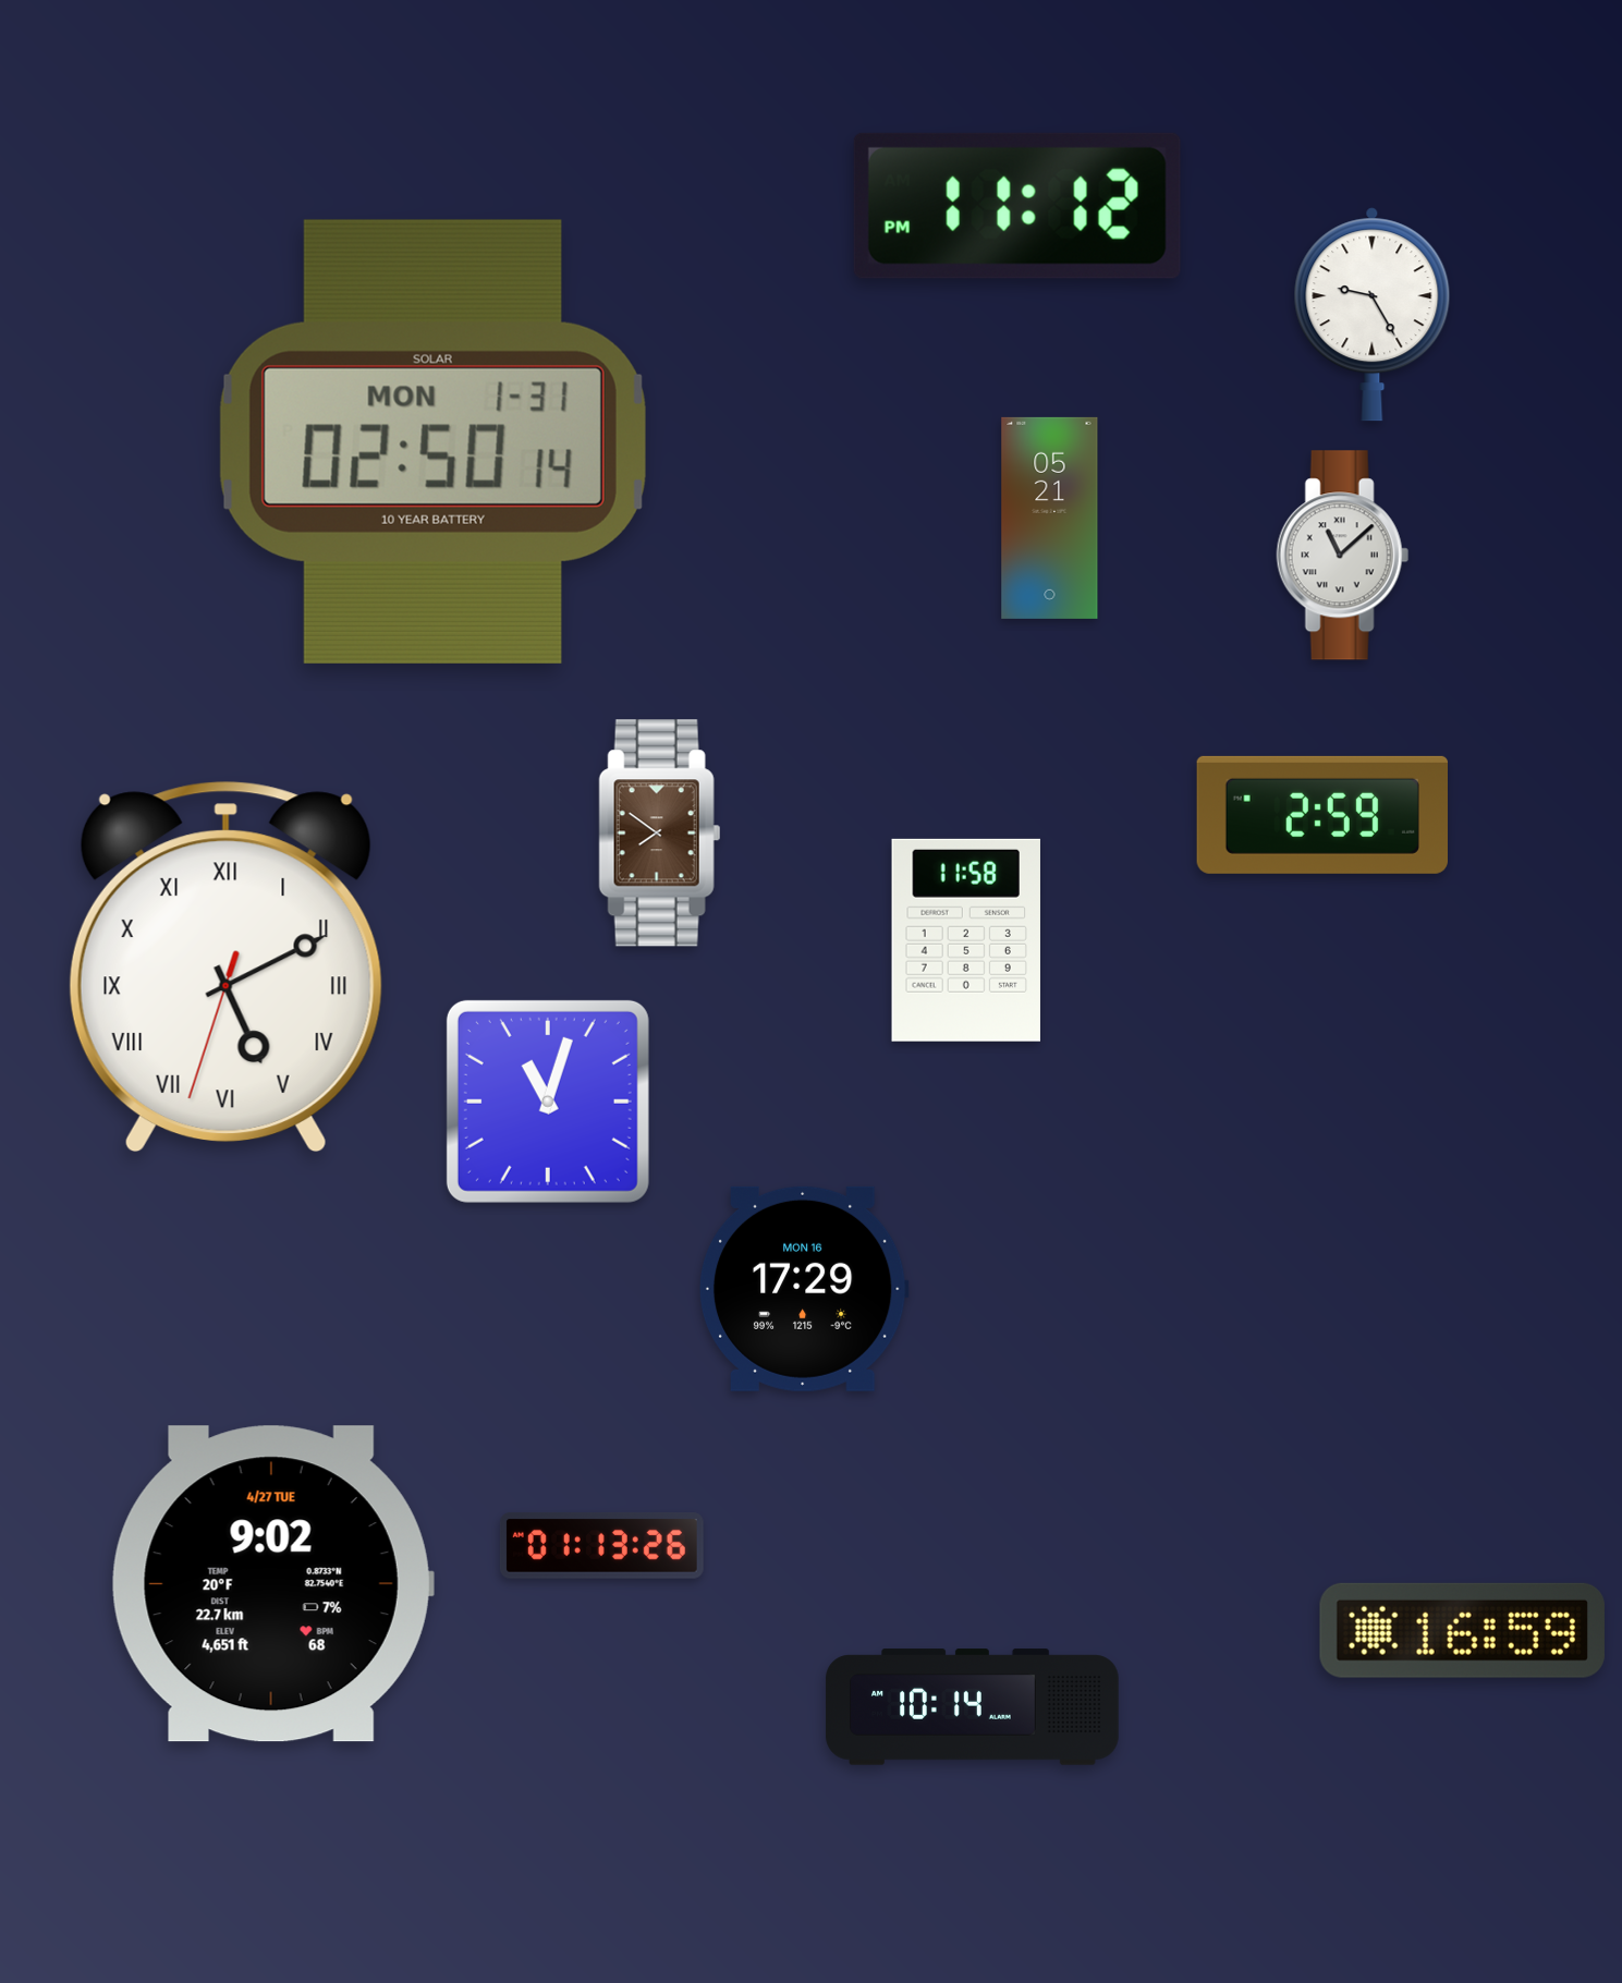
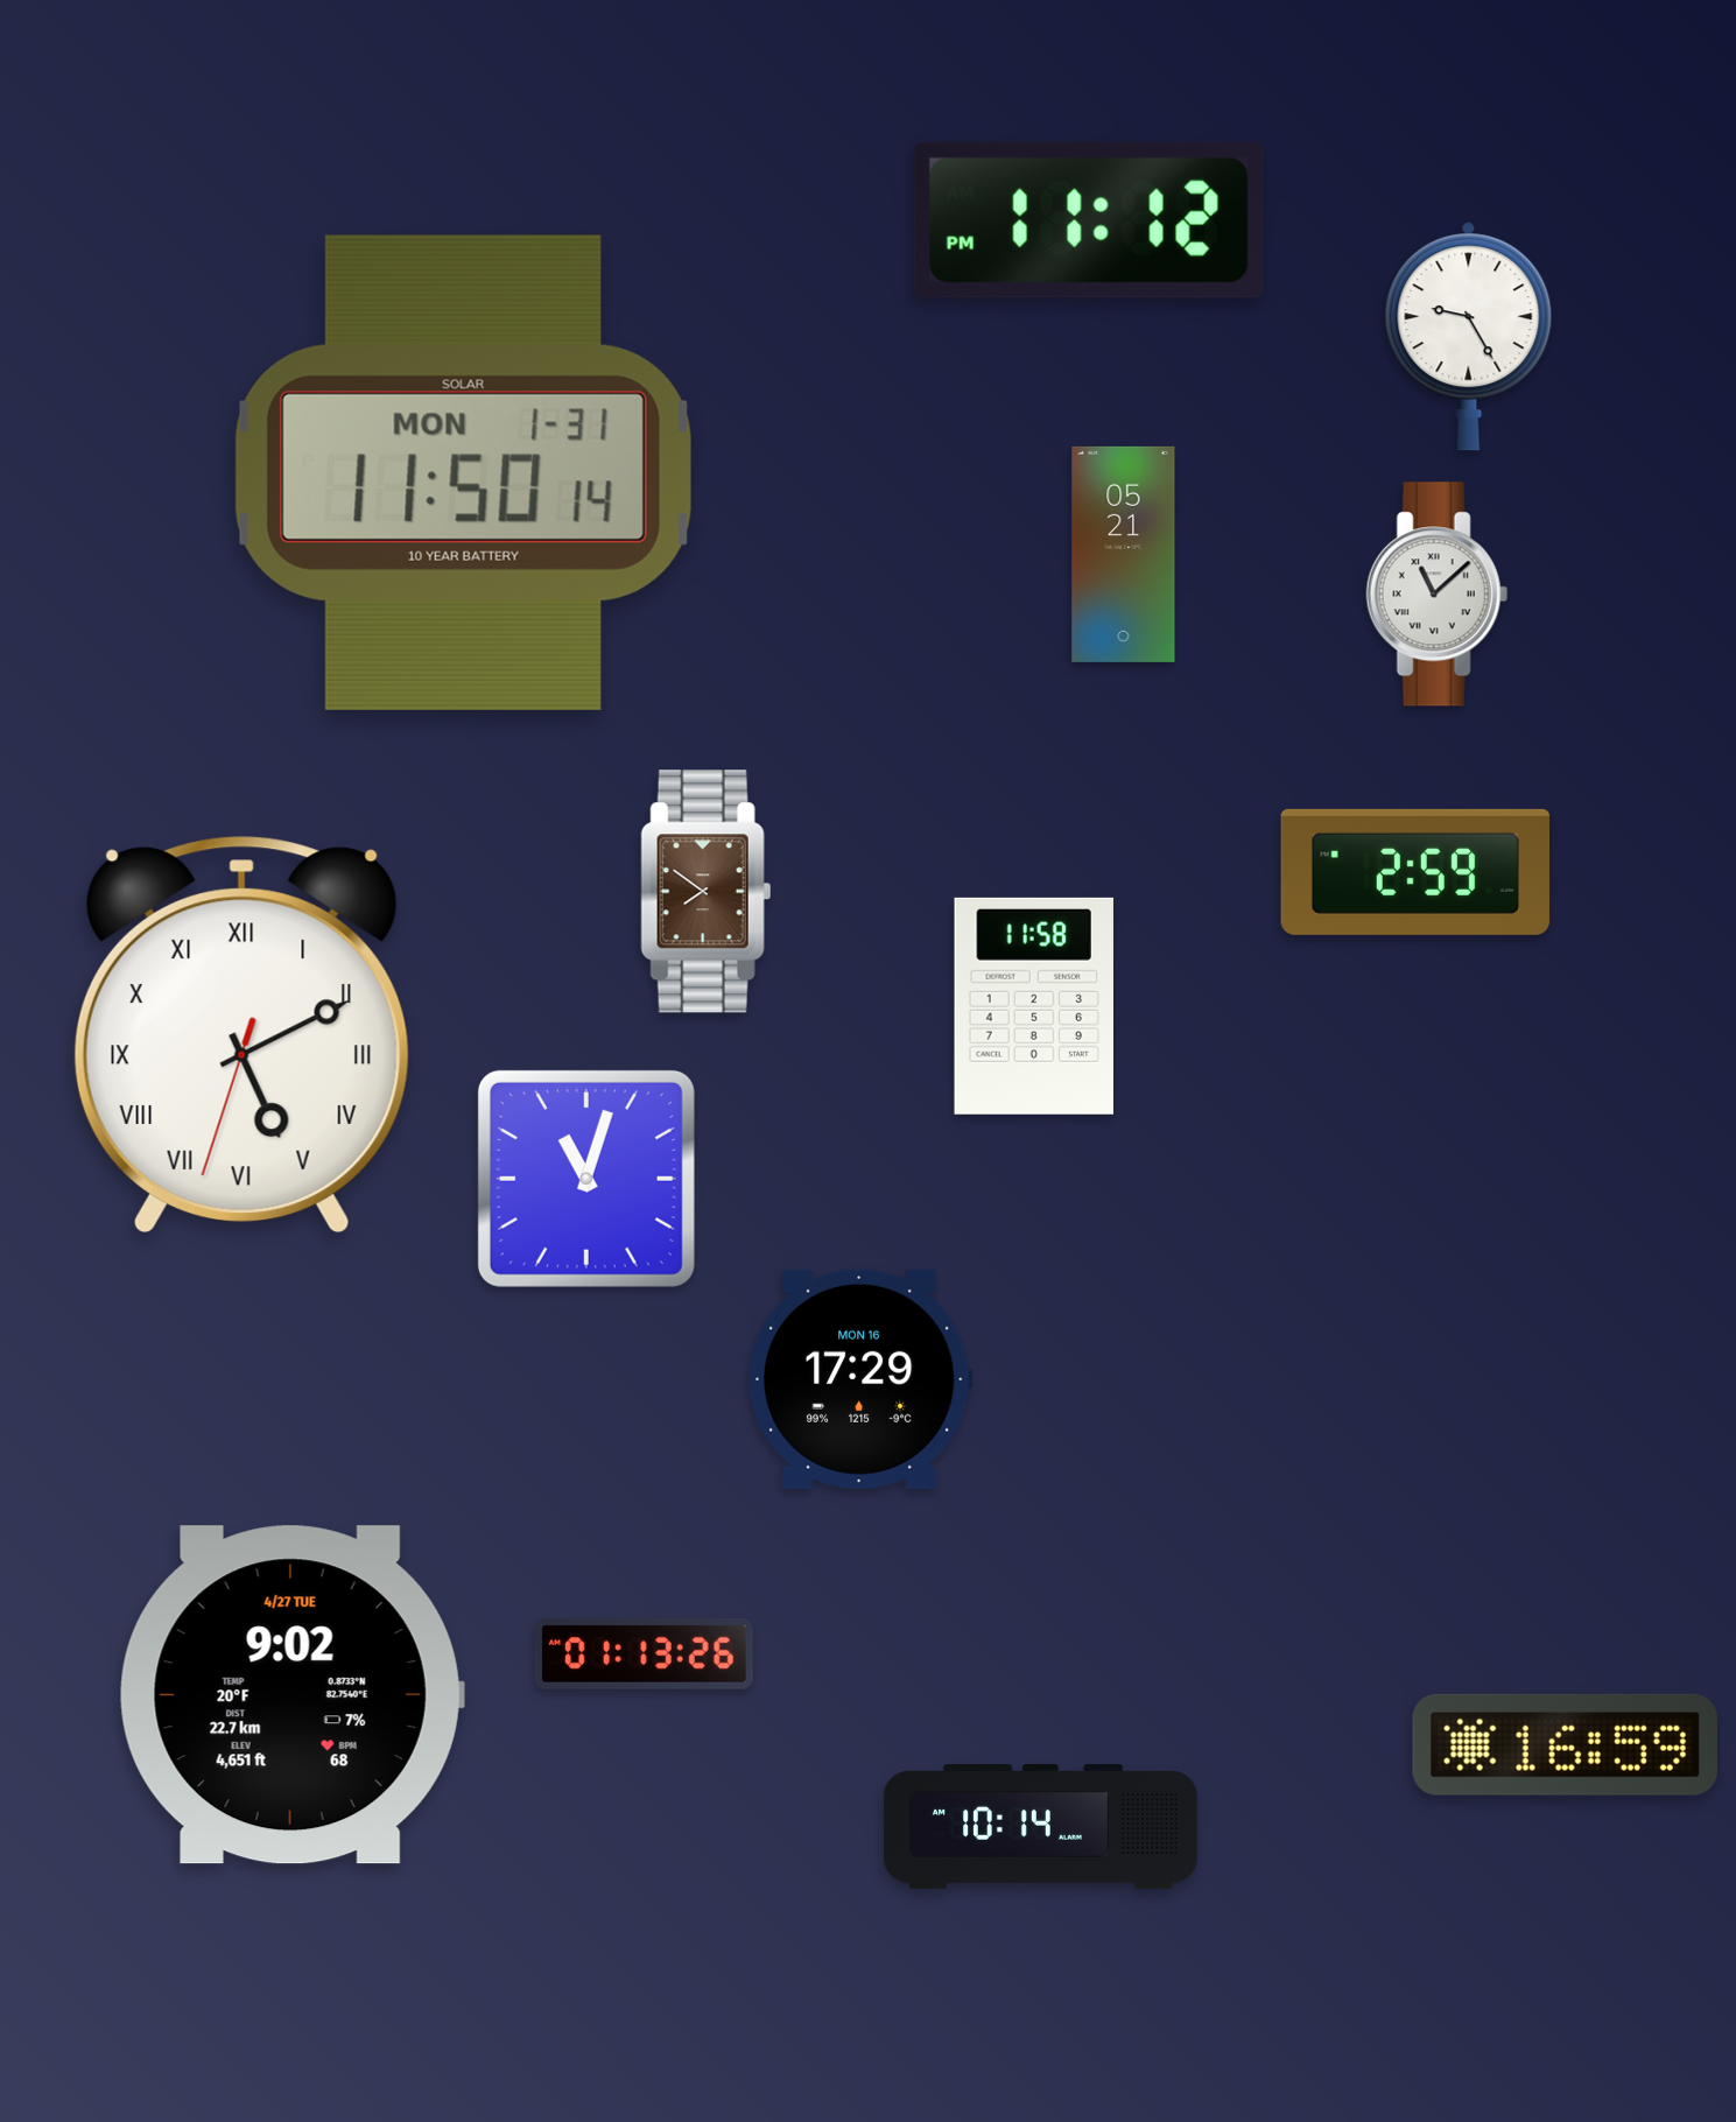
clock at (432, 441): 02:50 -> 11:50
